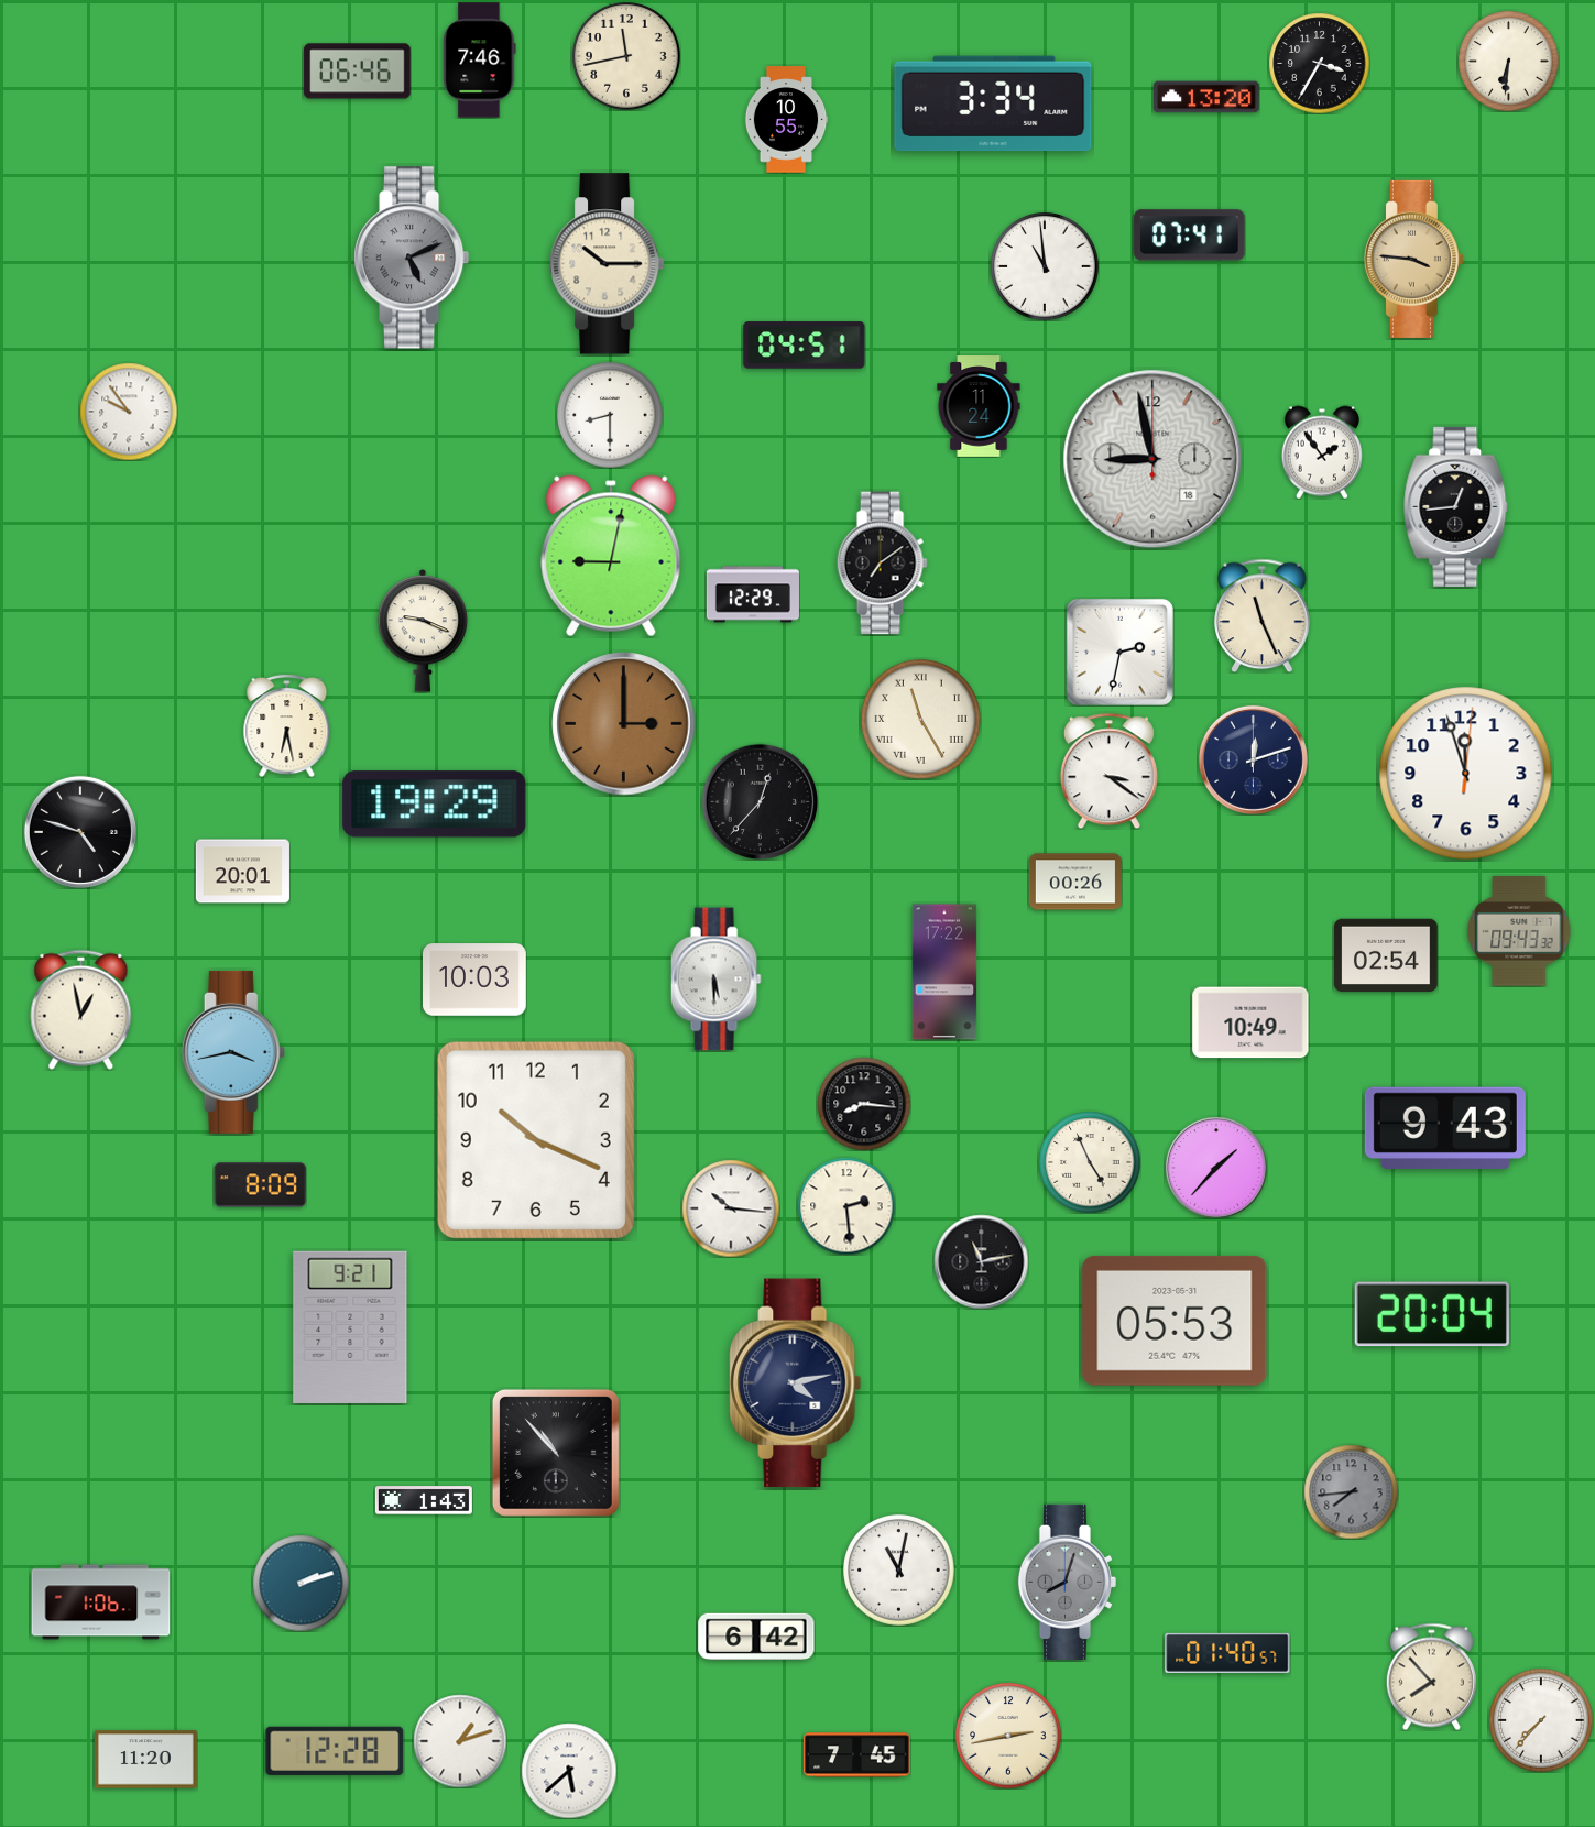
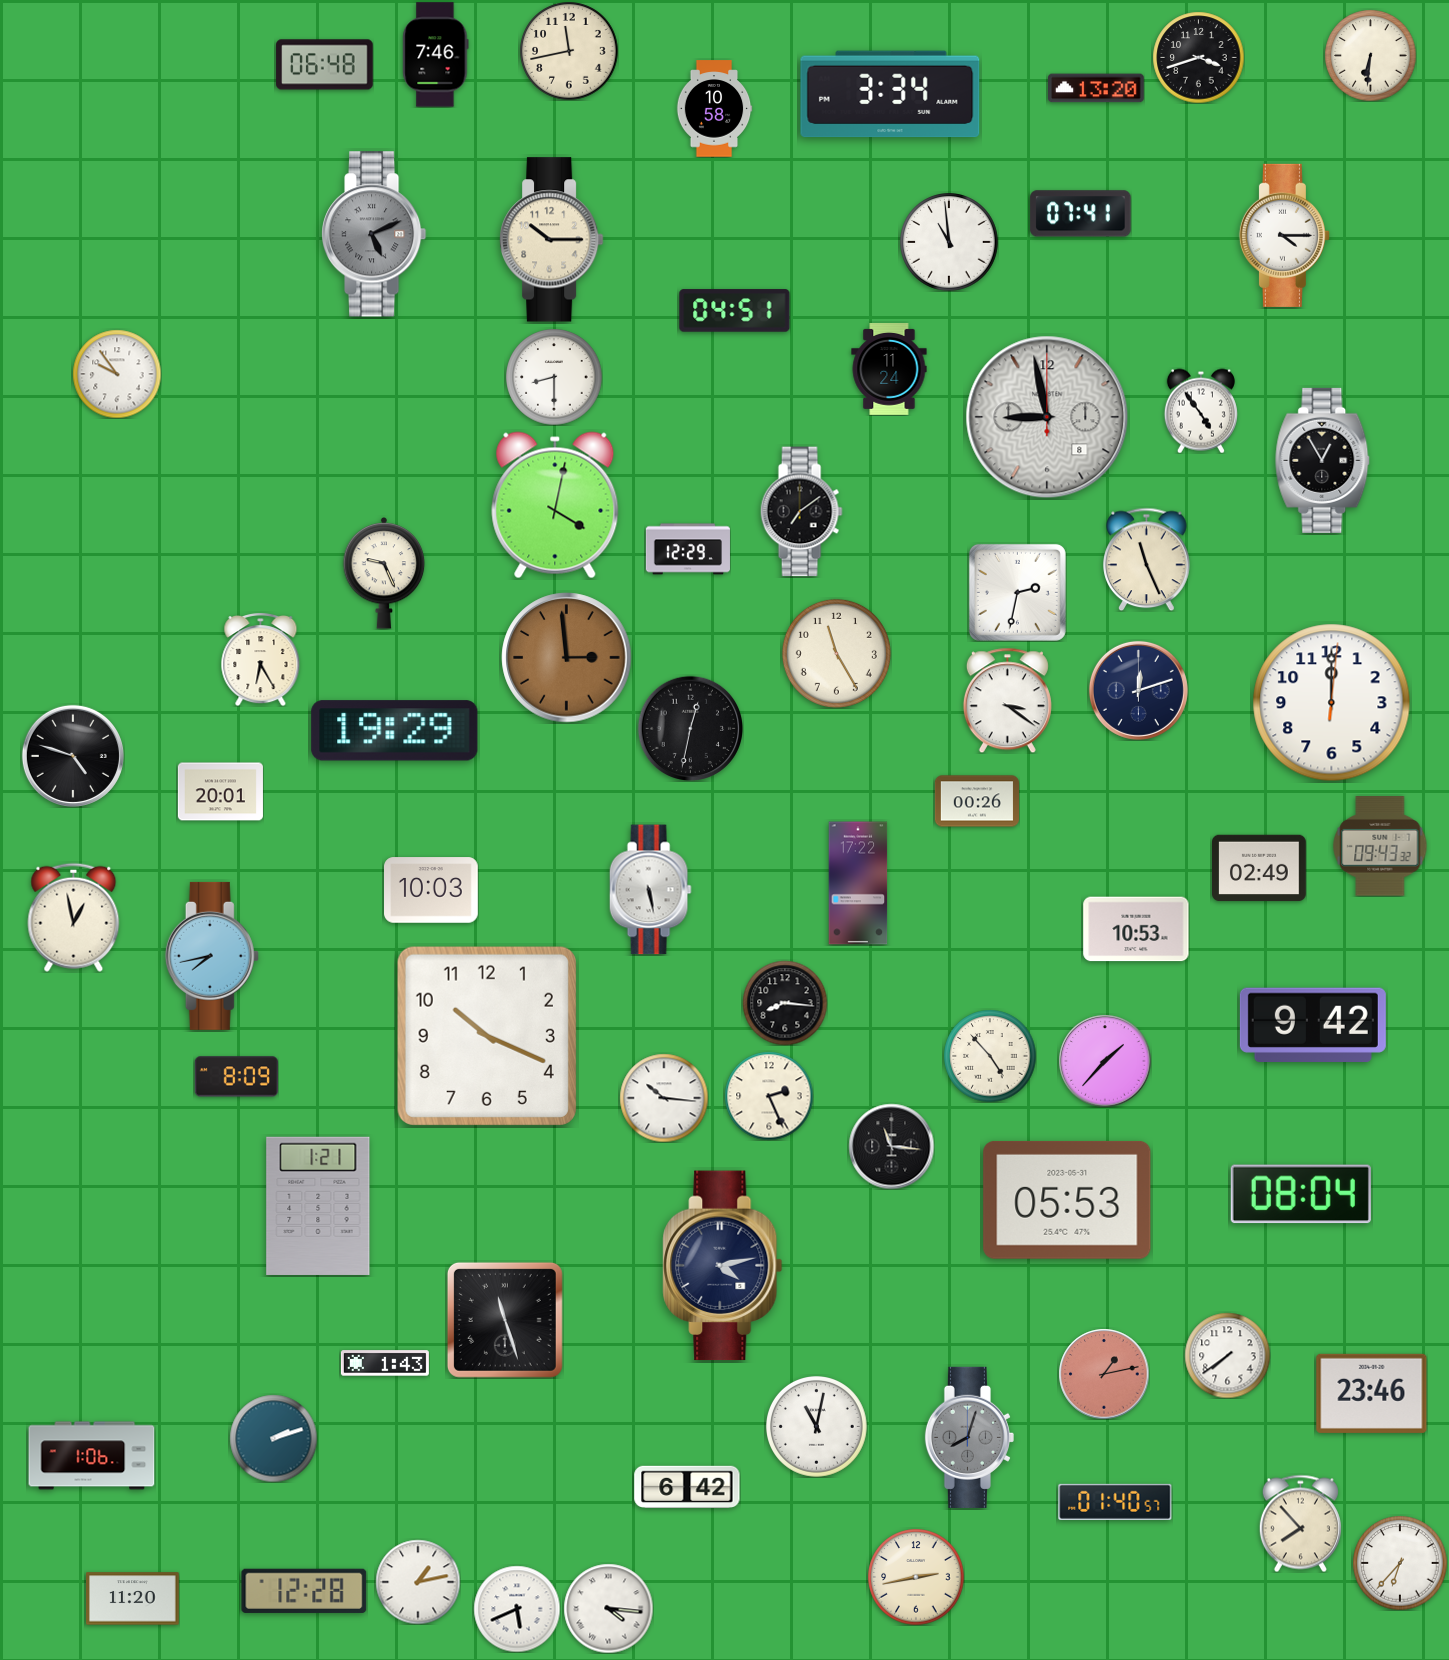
clock at (1319, 63): 3:35 -> 3:42
clock at (358, 72): 06:46 -> 06:48
clock at (993, 103) position: (993, 103) -> (890, 94)
clock at (786, 120): 10:55 -> 10:58
clock at (1413, 259): 3:46 -> 4:15
clock at (1413, 259) dial: champagne -> white
clock at (805, 346) position: (805, 346) -> (735, 311)
clock at (1322, 452): 1:54 -> 4:54
clock at (1152, 459) date: 18 -> 8
clock at (1456, 506): 12:44 -> 12:55
clock at (611, 556): 9:02 -> 4:02
clock at (753, 594) position: (753, 594) -> (688, 549)
clock at (423, 631): 9:19 -> 9:26
clock at (920, 719) numerals: Roman -> Arabic
clock at (624, 724): 3:00 -> 2:59
clock at (287, 726): 6:28 -> 6:25
clock at (1466, 774): 11:57 -> 12:00
clock at (760, 801): 12:37 -> 12:32
clock at (1387, 955): 02:54 -> 02:49
clock at (715, 980): 5:30 -> 5:28
clock at (1250, 1022): 10:49 -> 10:53
clock at (233, 1052): 3:43 -> 7:43
clock at (1445, 1127): 9:43 -> 9:42
clock at (1090, 1162): 4:56 -> 4:53
clock at (846, 1206): 2:29 -> 2:26
clock at (981, 1261): 11:13 -> 11:16
clock at (1432, 1314): 20:04 -> 08:04
clock at (350, 1327): 9:21 -> 1:21
clock at (796, 1383) position: (796, 1383) -> (723, 1266)
clock at (556, 1453): 10:53 -> 11:27
clock at (1351, 1491): 7:44 -> 7:39
clock at (1351, 1491) dial: grey -> white
clock at (1104, 1374): none -> 1:13
clock at (1372, 1393): none -> 23:46
clock at (1541, 1720): 7:37 -> 6:37
clock at (460, 1741): 1:12 -> 1:13
clock at (857, 1755): 7:45 -> none
clock at (608, 1608): none -> 4:16
clock at (569, 1771): 5:38 -> 5:41
